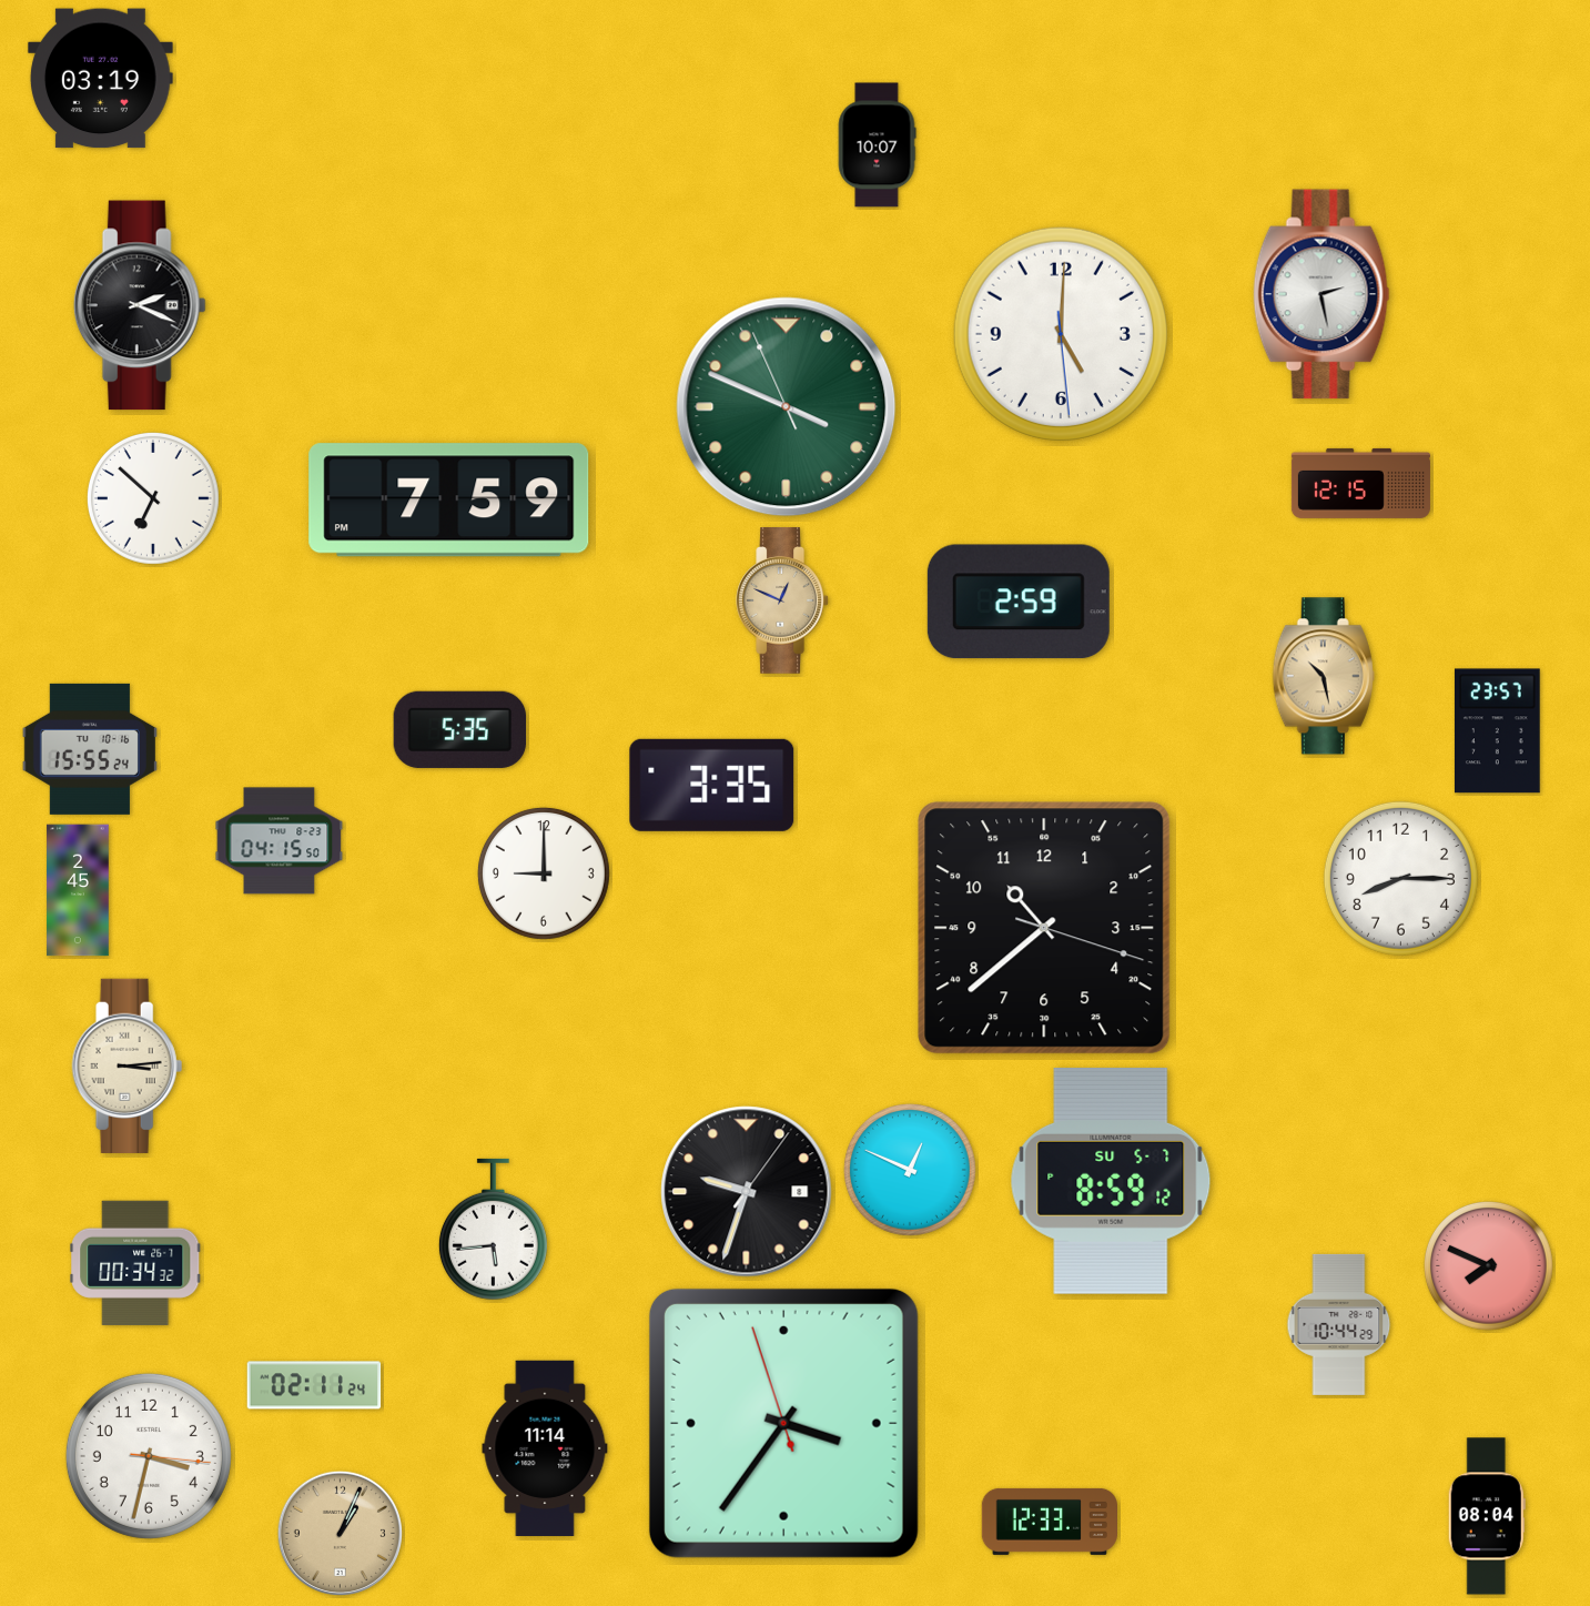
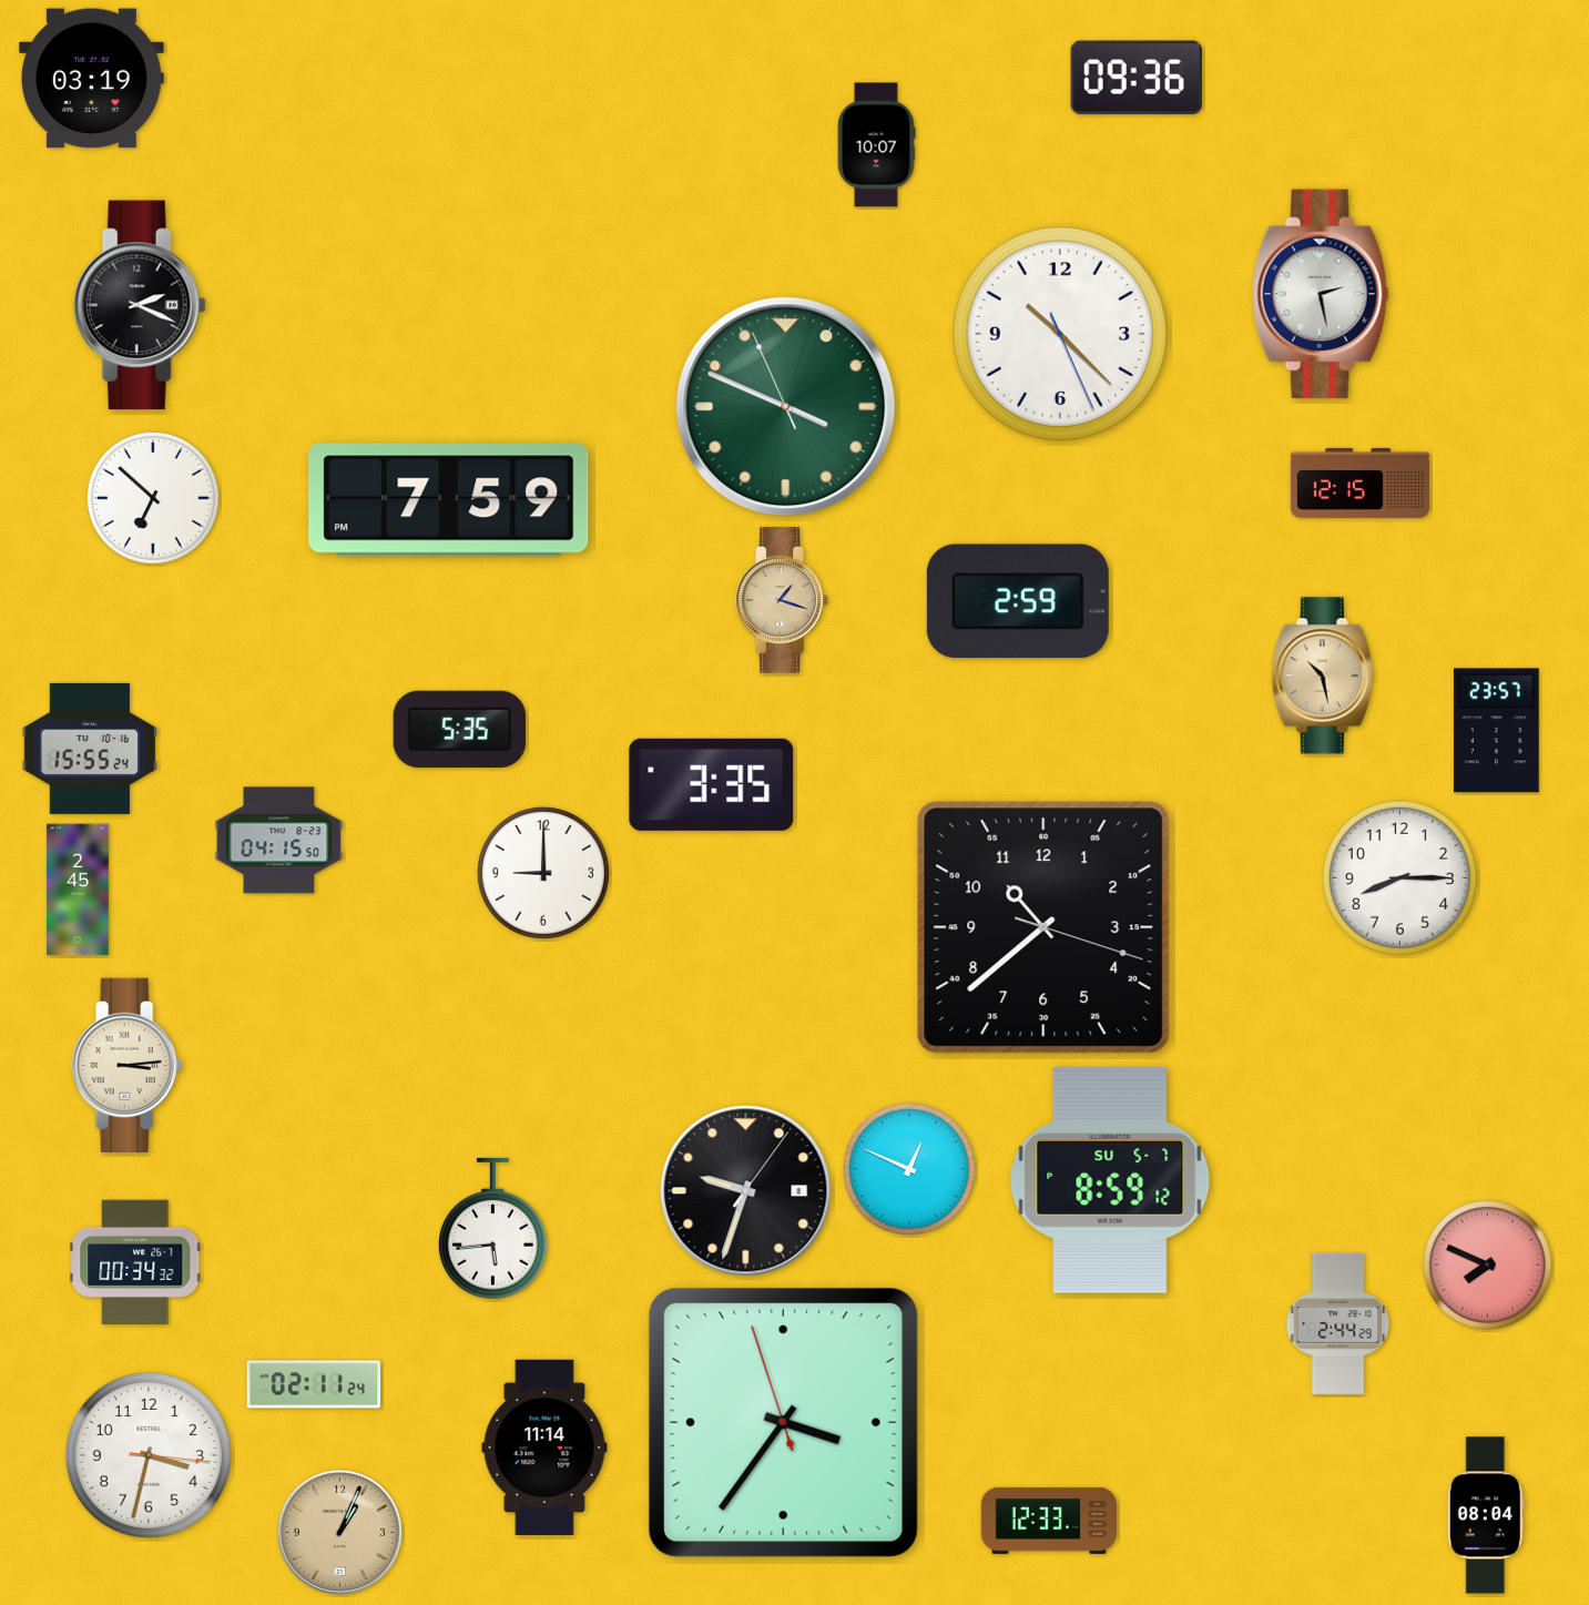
clock at (1135, 78): none -> 09:36
clock at (100, 79) position: (100, 79) -> (91, 79)
clock at (1061, 334): 5:00 -> 10:22
clock at (782, 600): 12:49 -> 1:18
clock at (1339, 1324): 10:44 -> 2:44
